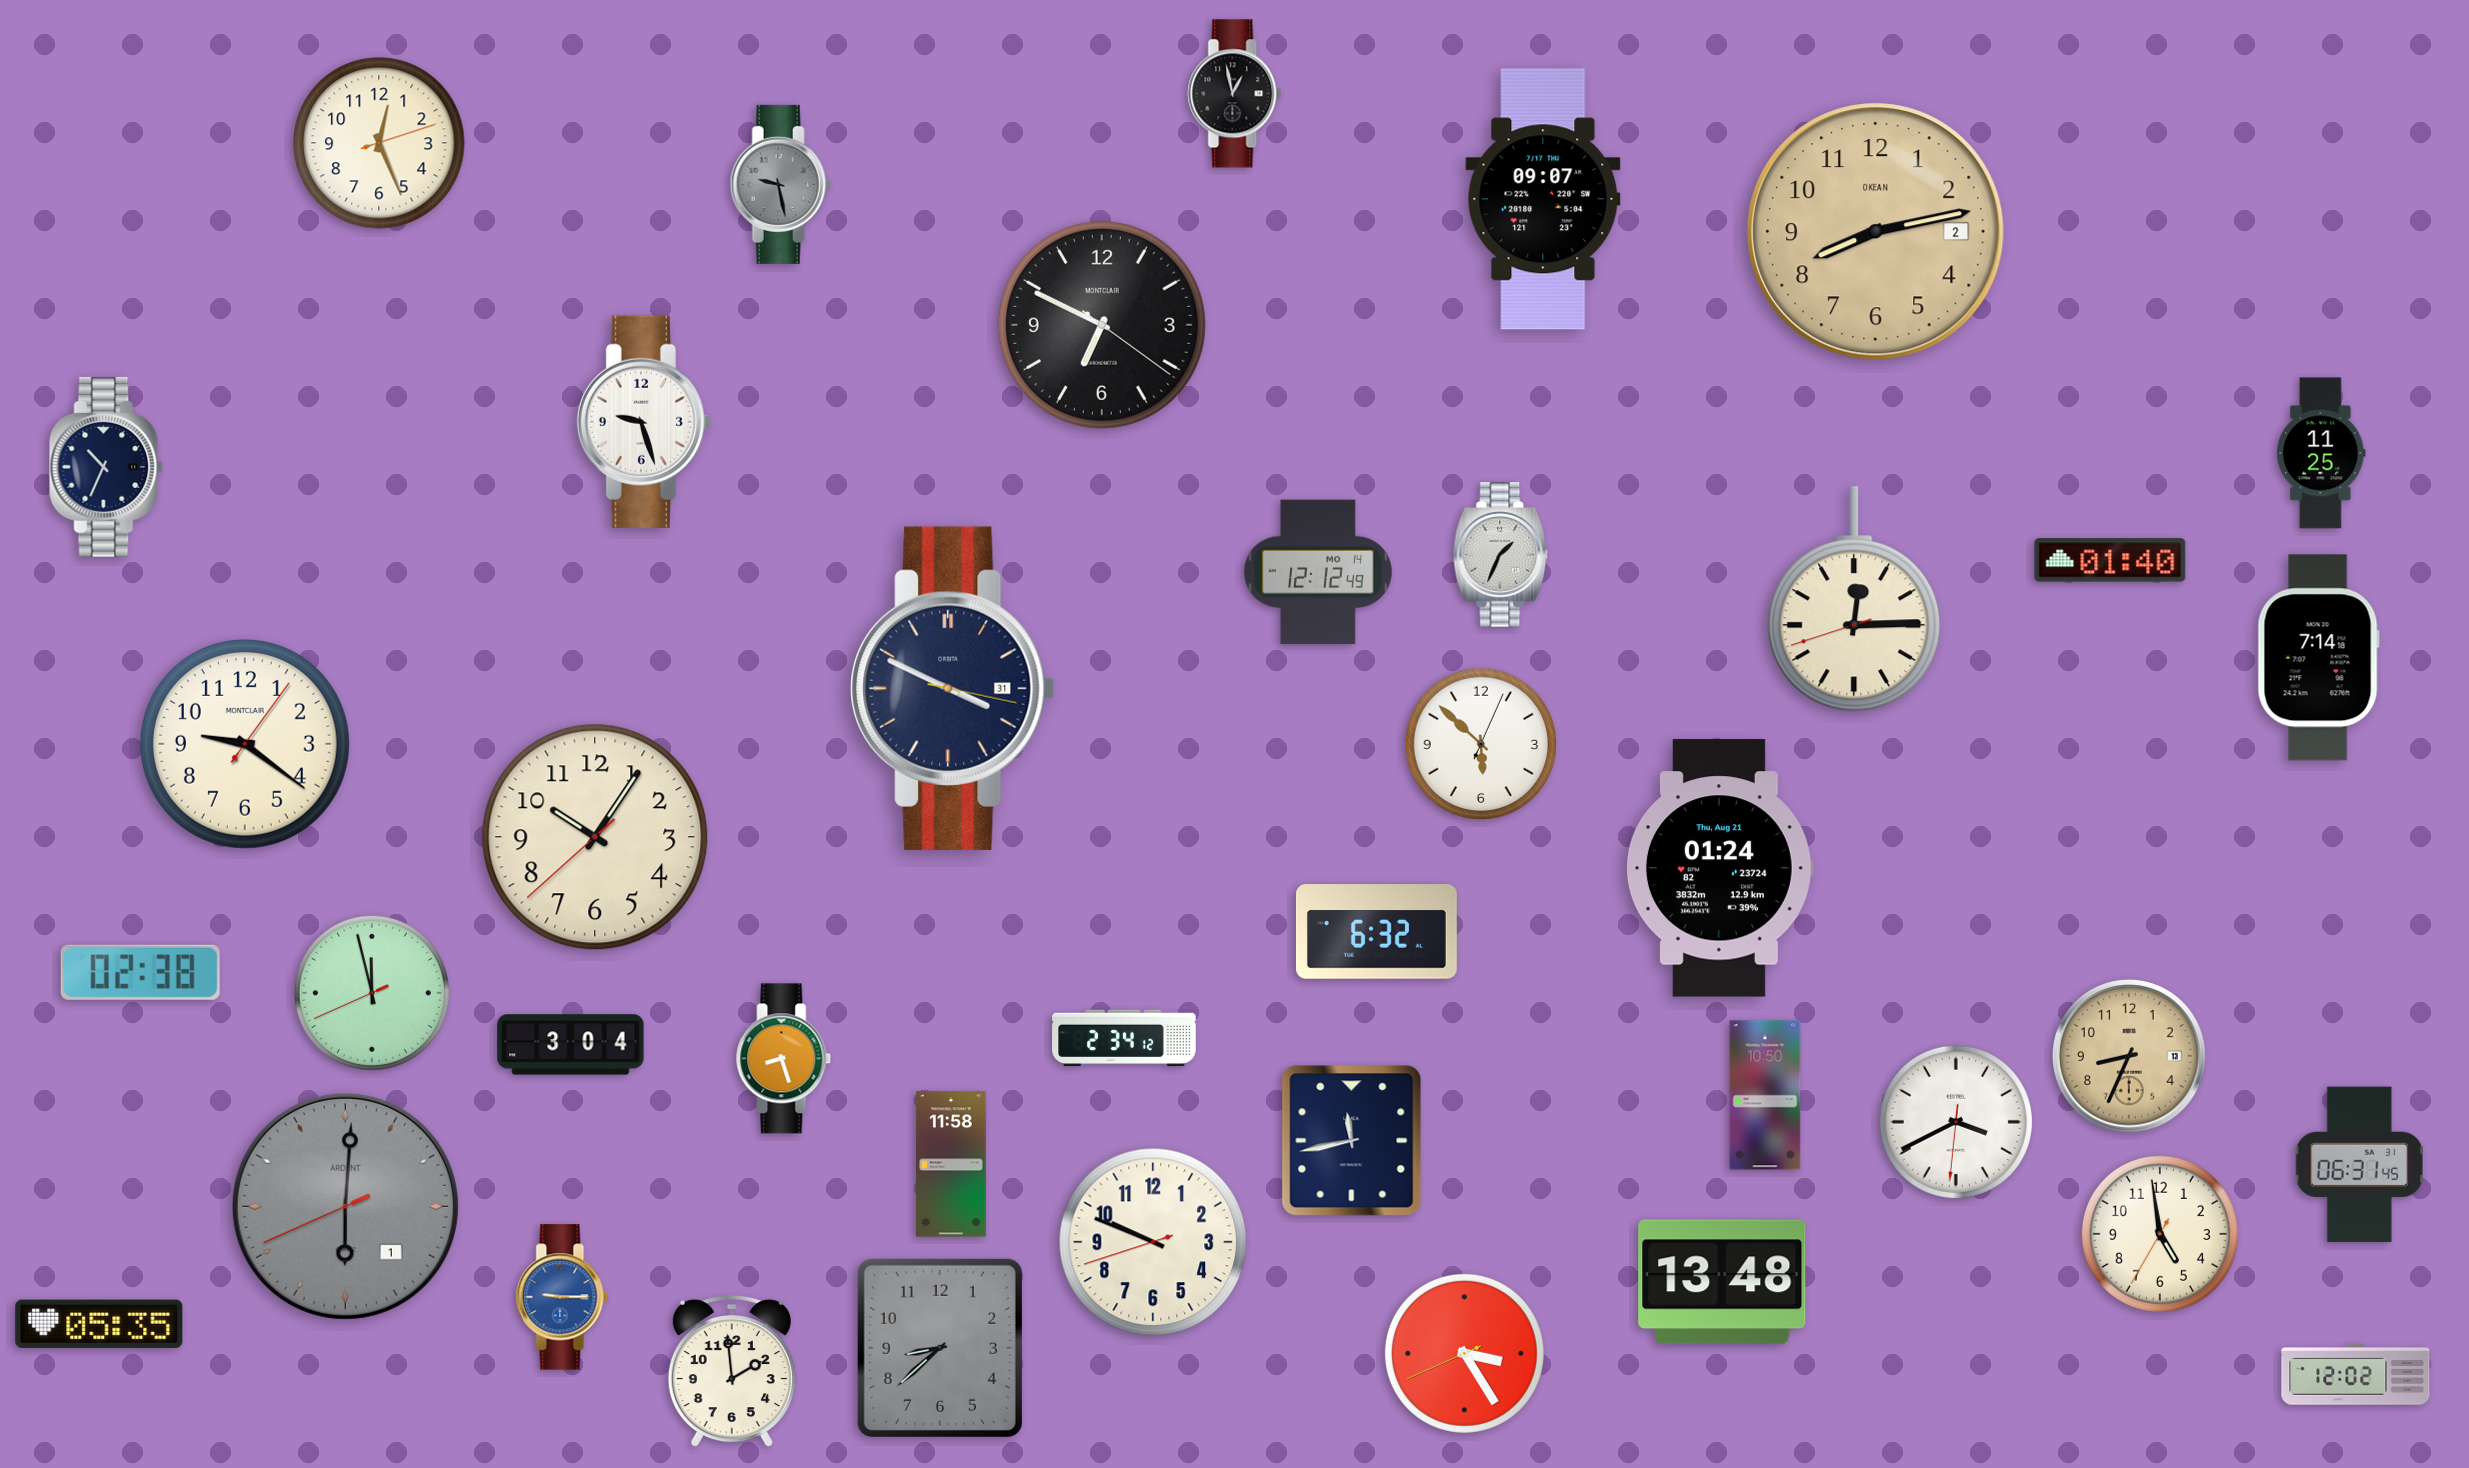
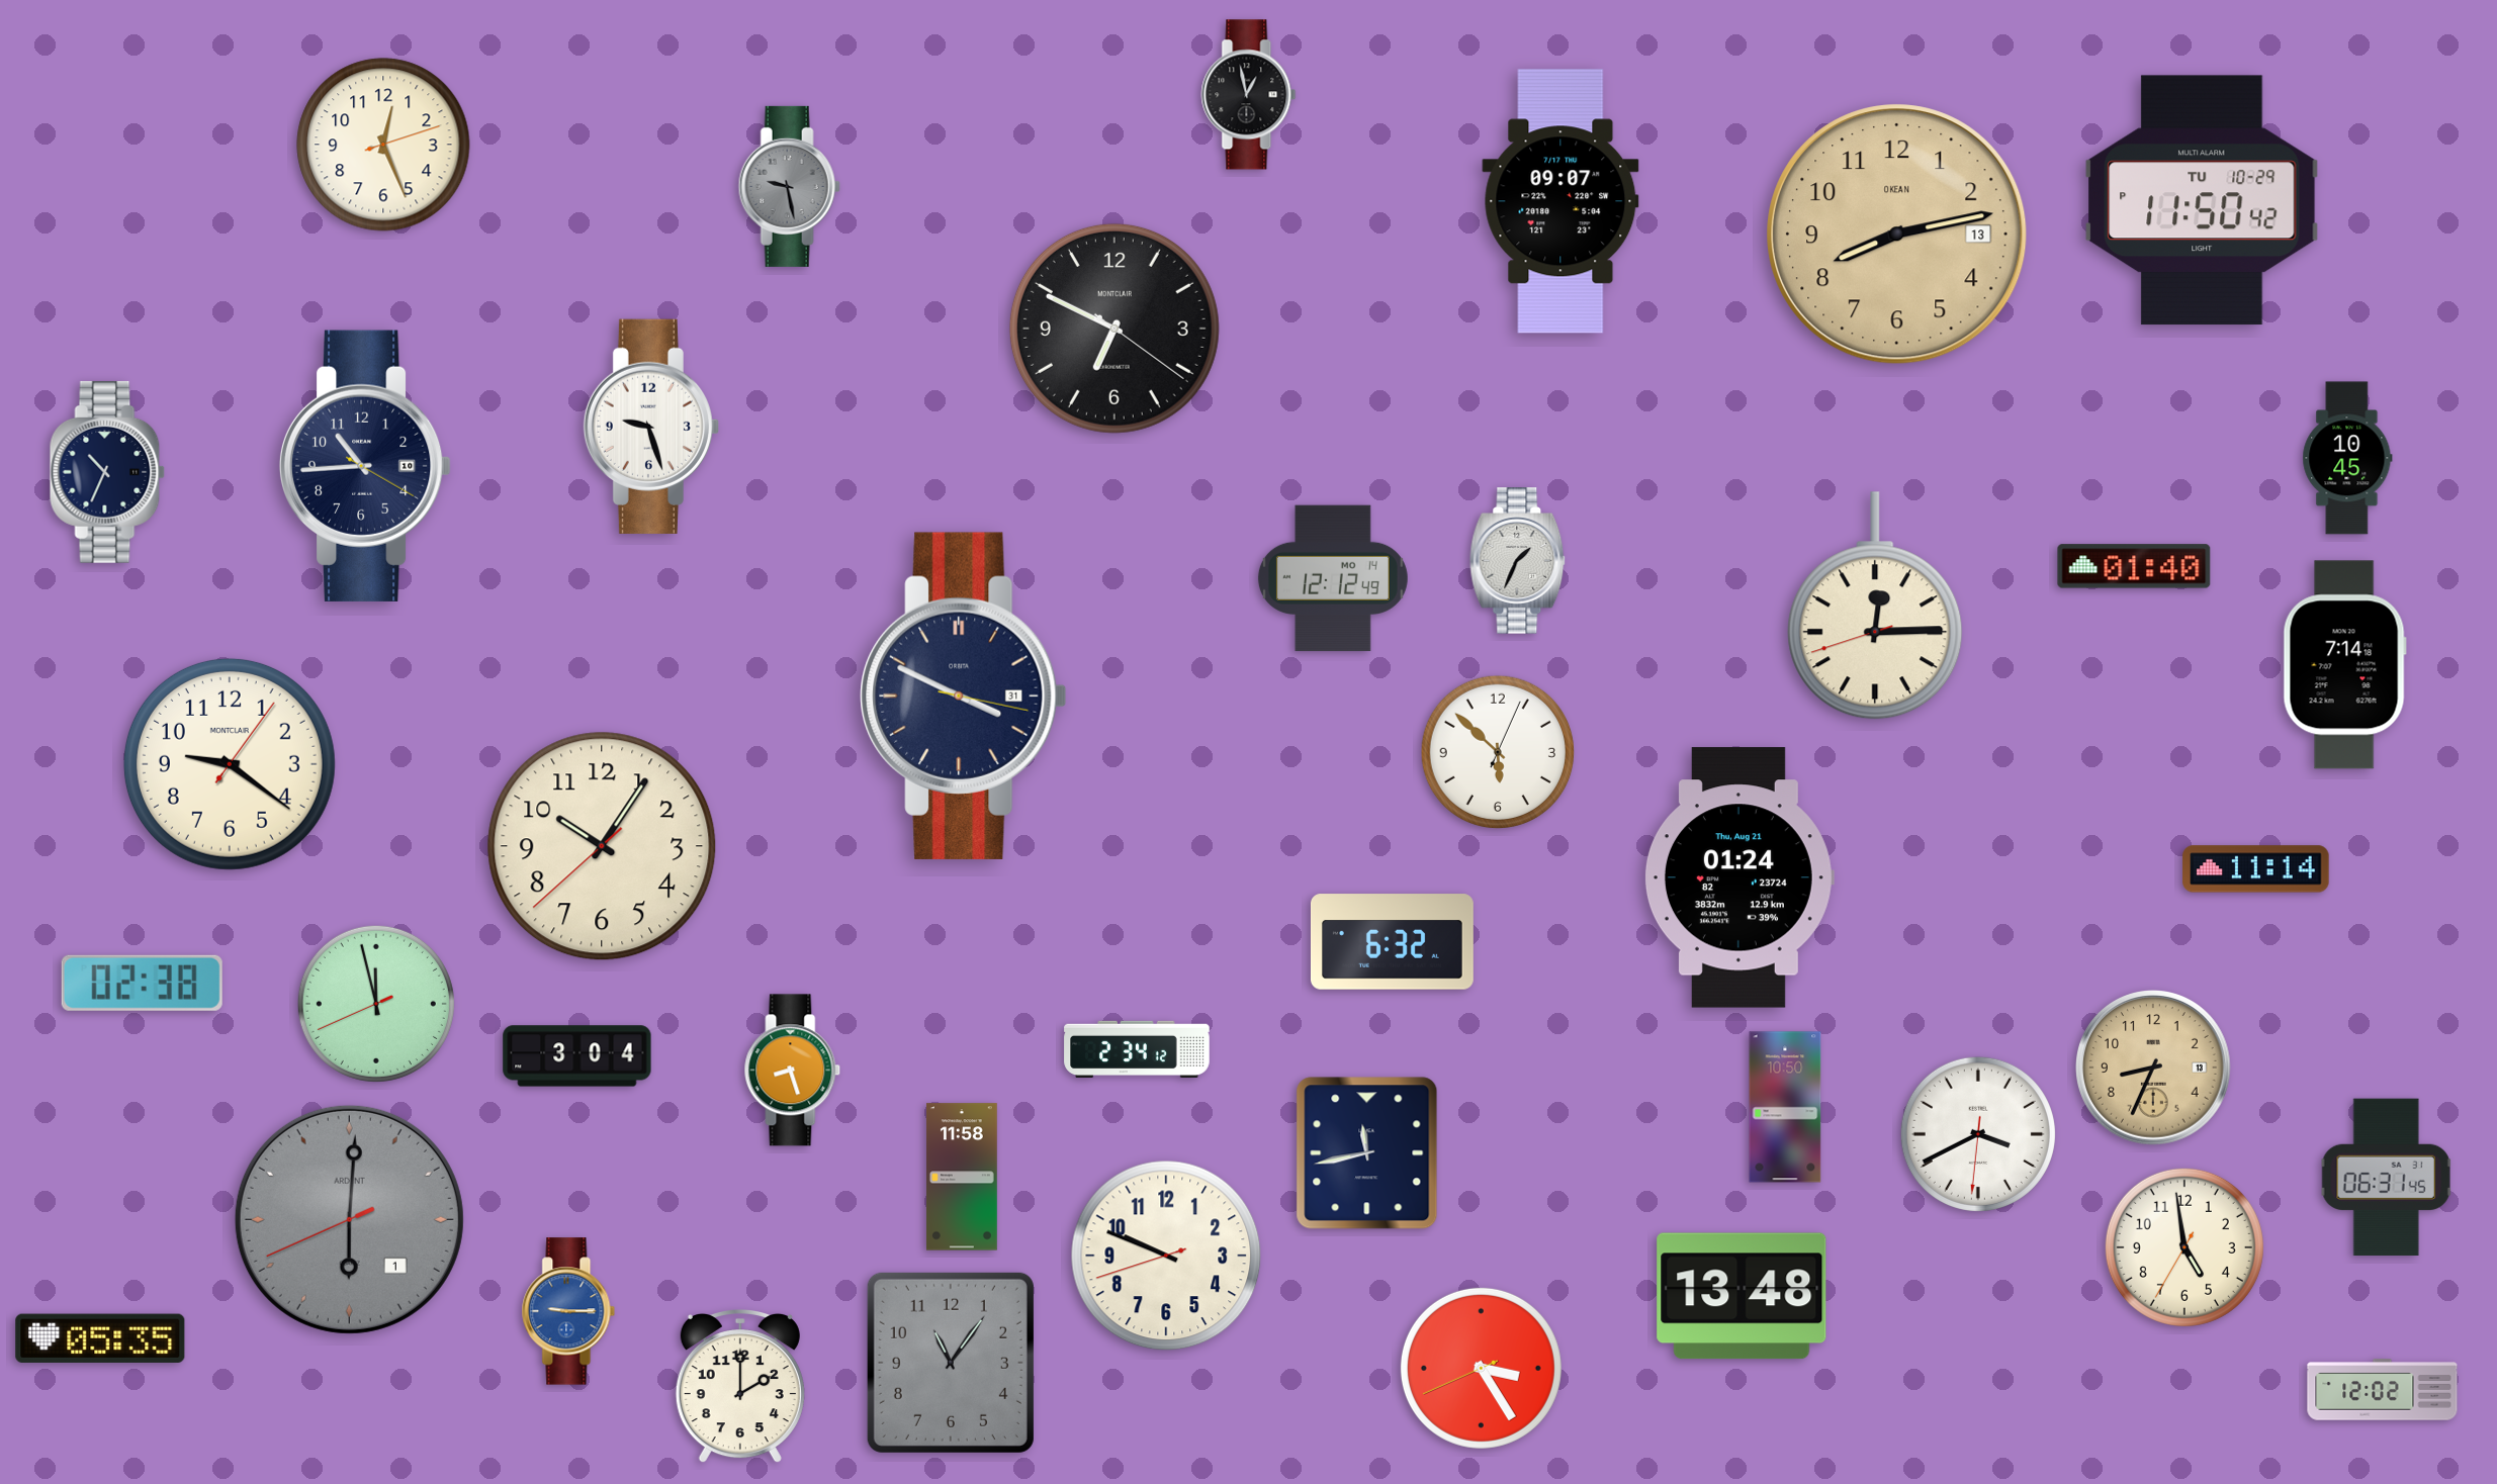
clock at (2202, 200): none -> 11:50
clock at (1876, 232) date: 2 -> 13
clock at (2321, 453): 11:25 -> 10:45
clock at (365, 466): none -> 10:44
clock at (245, 744) position: (245, 744) -> (230, 764)
clock at (2256, 869): none -> 11:14
clock at (940, 1348): 8:38 -> 11:06
clock at (732, 1372): 1:59 -> 2:00
